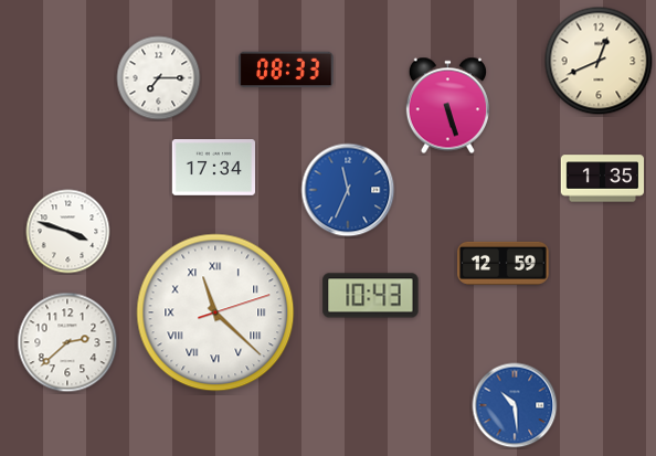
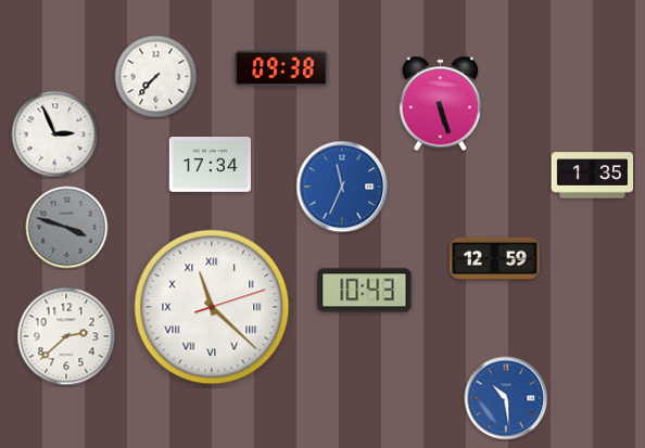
clock at (599, 61): 12:41 -> none
clock at (286, 70): 08:33 -> 09:38
clock at (159, 78): 7:15 -> 7:37
clock at (55, 135): none -> 2:56
clock at (68, 232) dial: white -> grey
